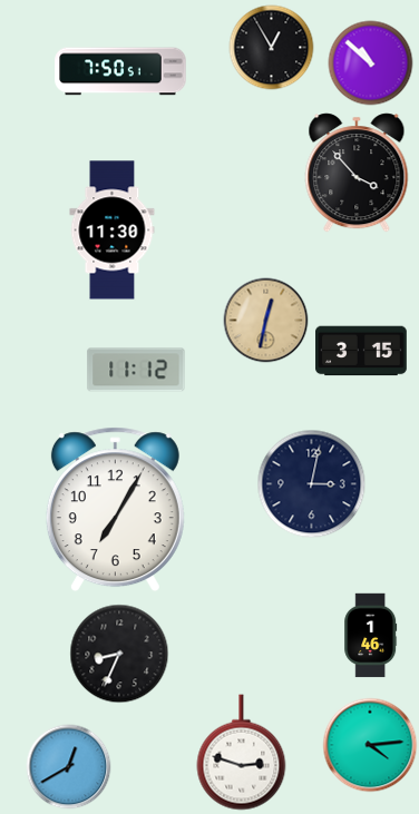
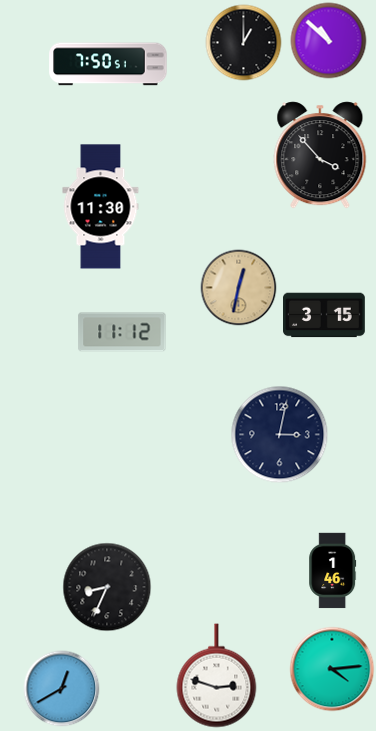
clock at (272, 48): 12:55 -> 1:00
clock at (371, 63) position: (371, 63) -> (329, 41)
clock at (115, 510): 7:05 -> none
